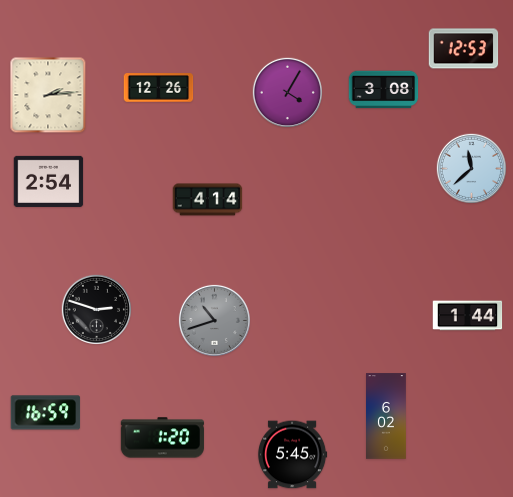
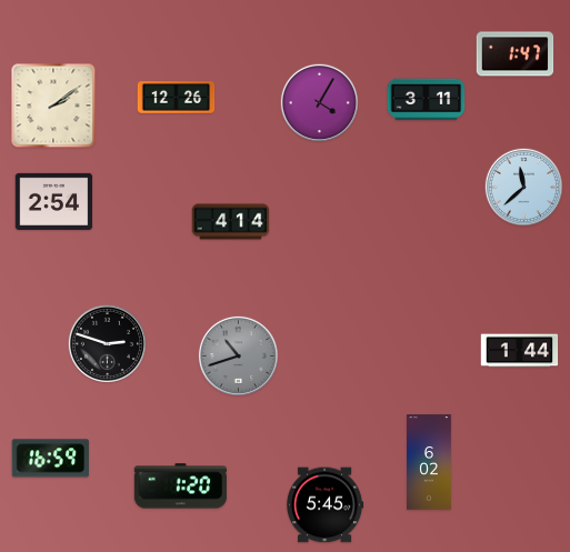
clock at (464, 49): 12:53 -> 1:47
clock at (384, 90): 3:08 -> 3:11
clock at (48, 95): 2:14 -> 2:09
